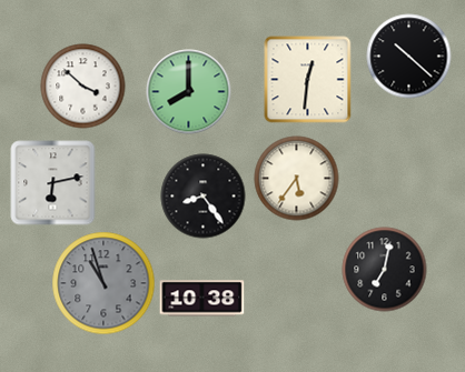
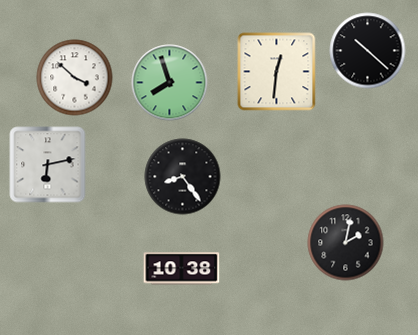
clock at (189, 92): 8:00 -> 7:57
clock at (297, 179): 5:36 -> none
clock at (385, 270): 7:02 -> 2:02
clock at (103, 283): 10:57 -> none
